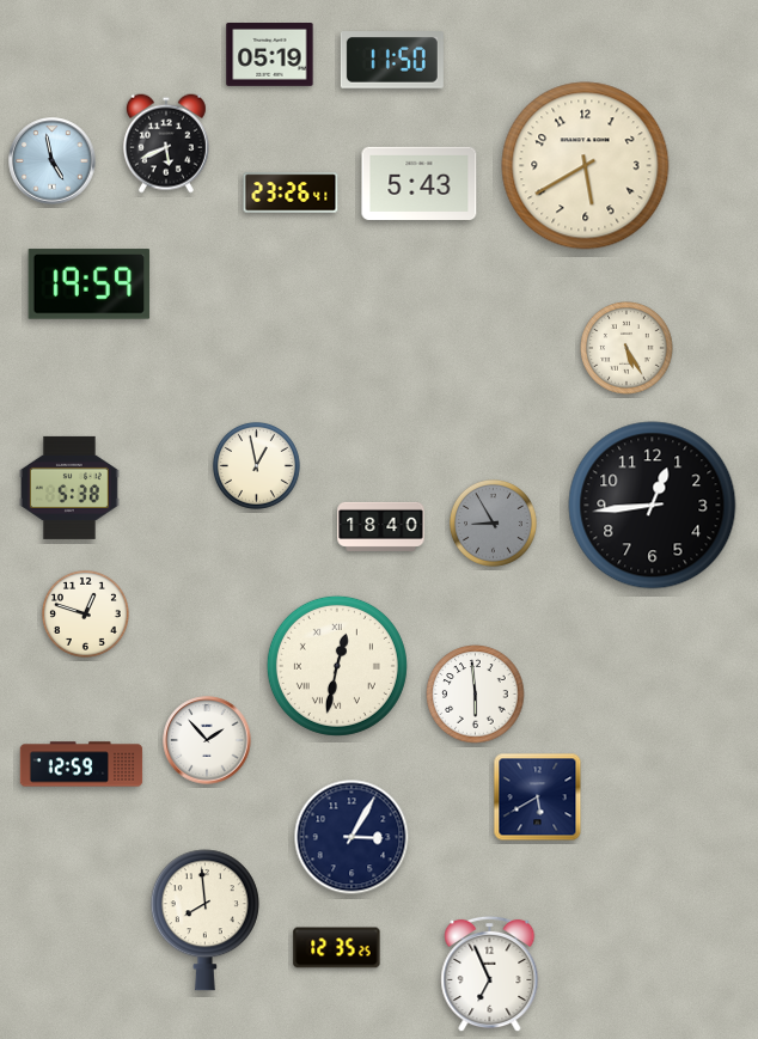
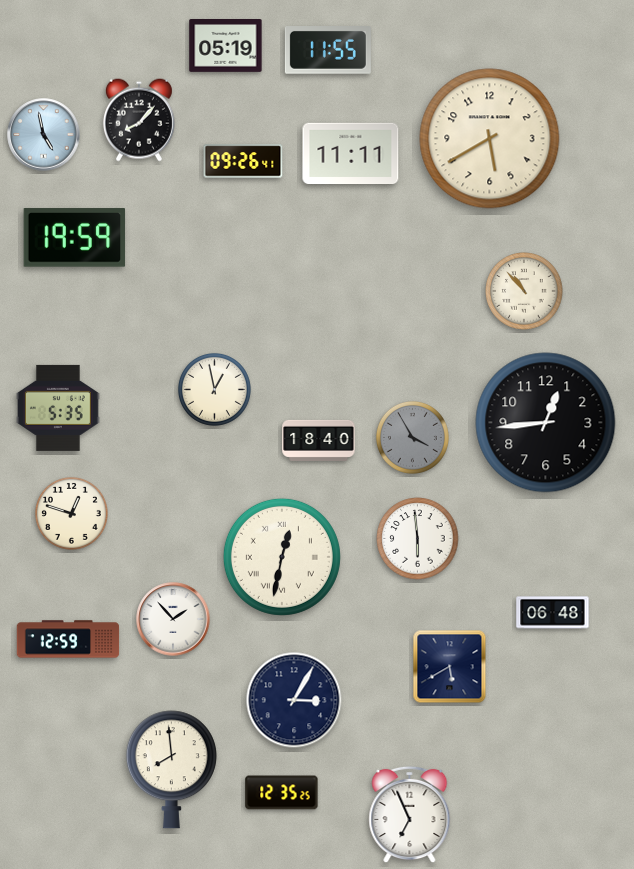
clock at (392, 61): 11:50 -> 11:55
clock at (166, 143): 5:41 -> 8:07
clock at (420, 183): 5:43 -> 11:11
clock at (291, 192): 23:26 -> 09:26
clock at (626, 348): 5:25 -> 10:53
clock at (69, 488): 5:38 -> 5:35
clock at (493, 522): 8:55 -> 3:55
clock at (476, 695) position: (476, 695) -> (418, 539)
clock at (553, 613): none -> 06:48
